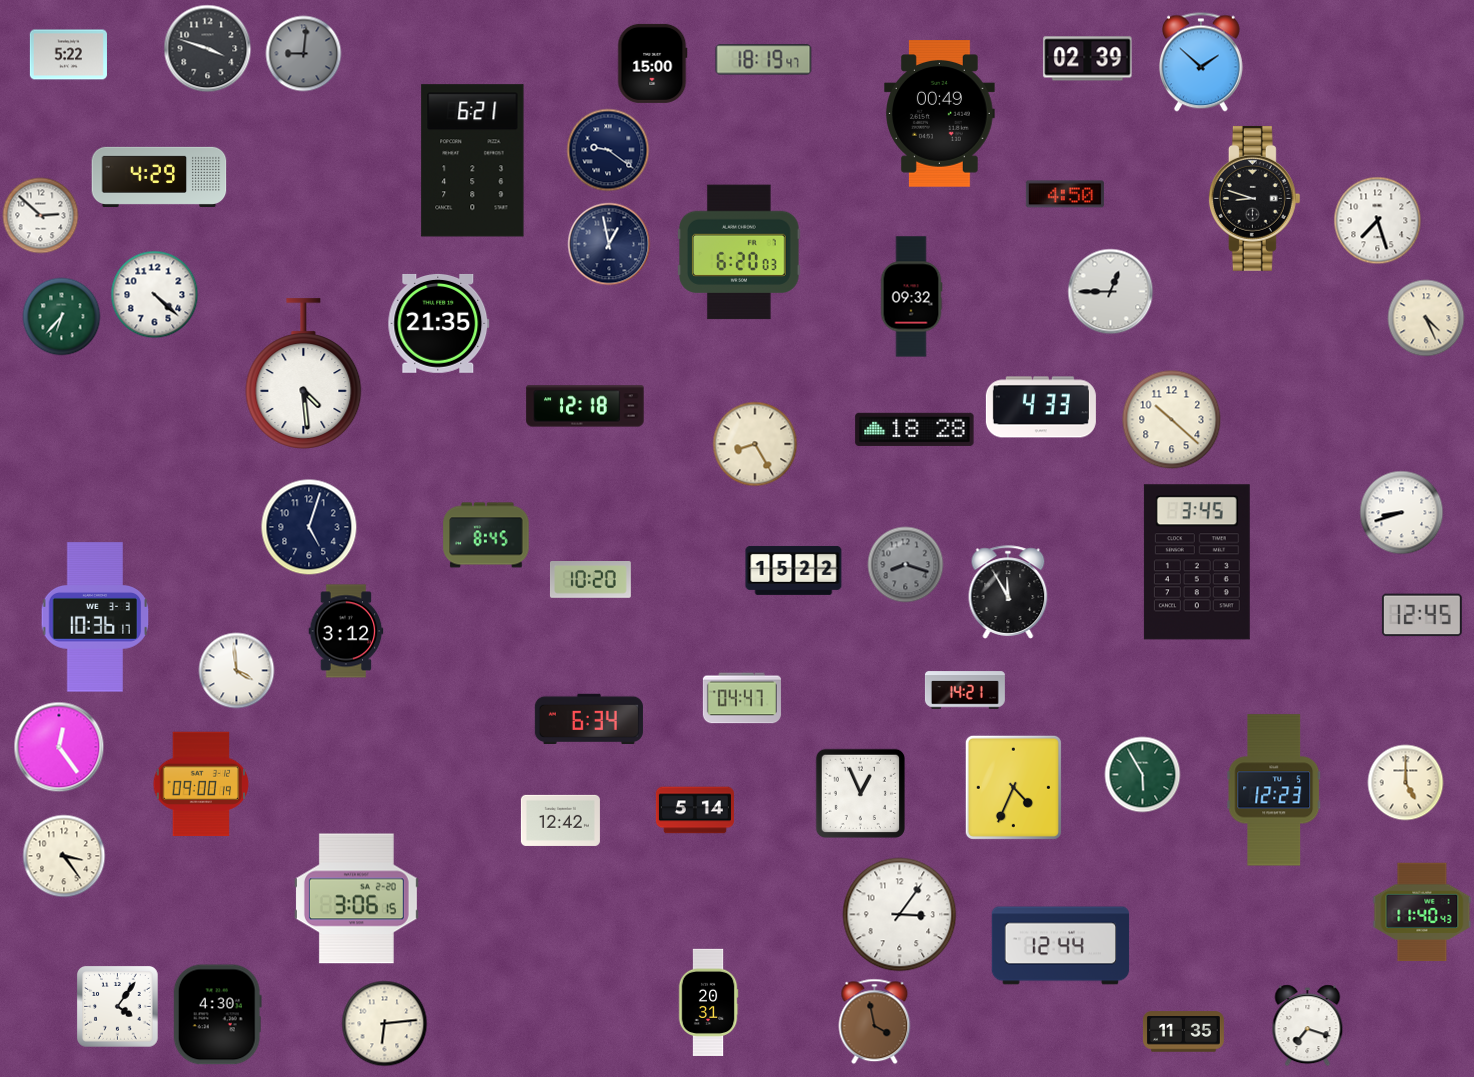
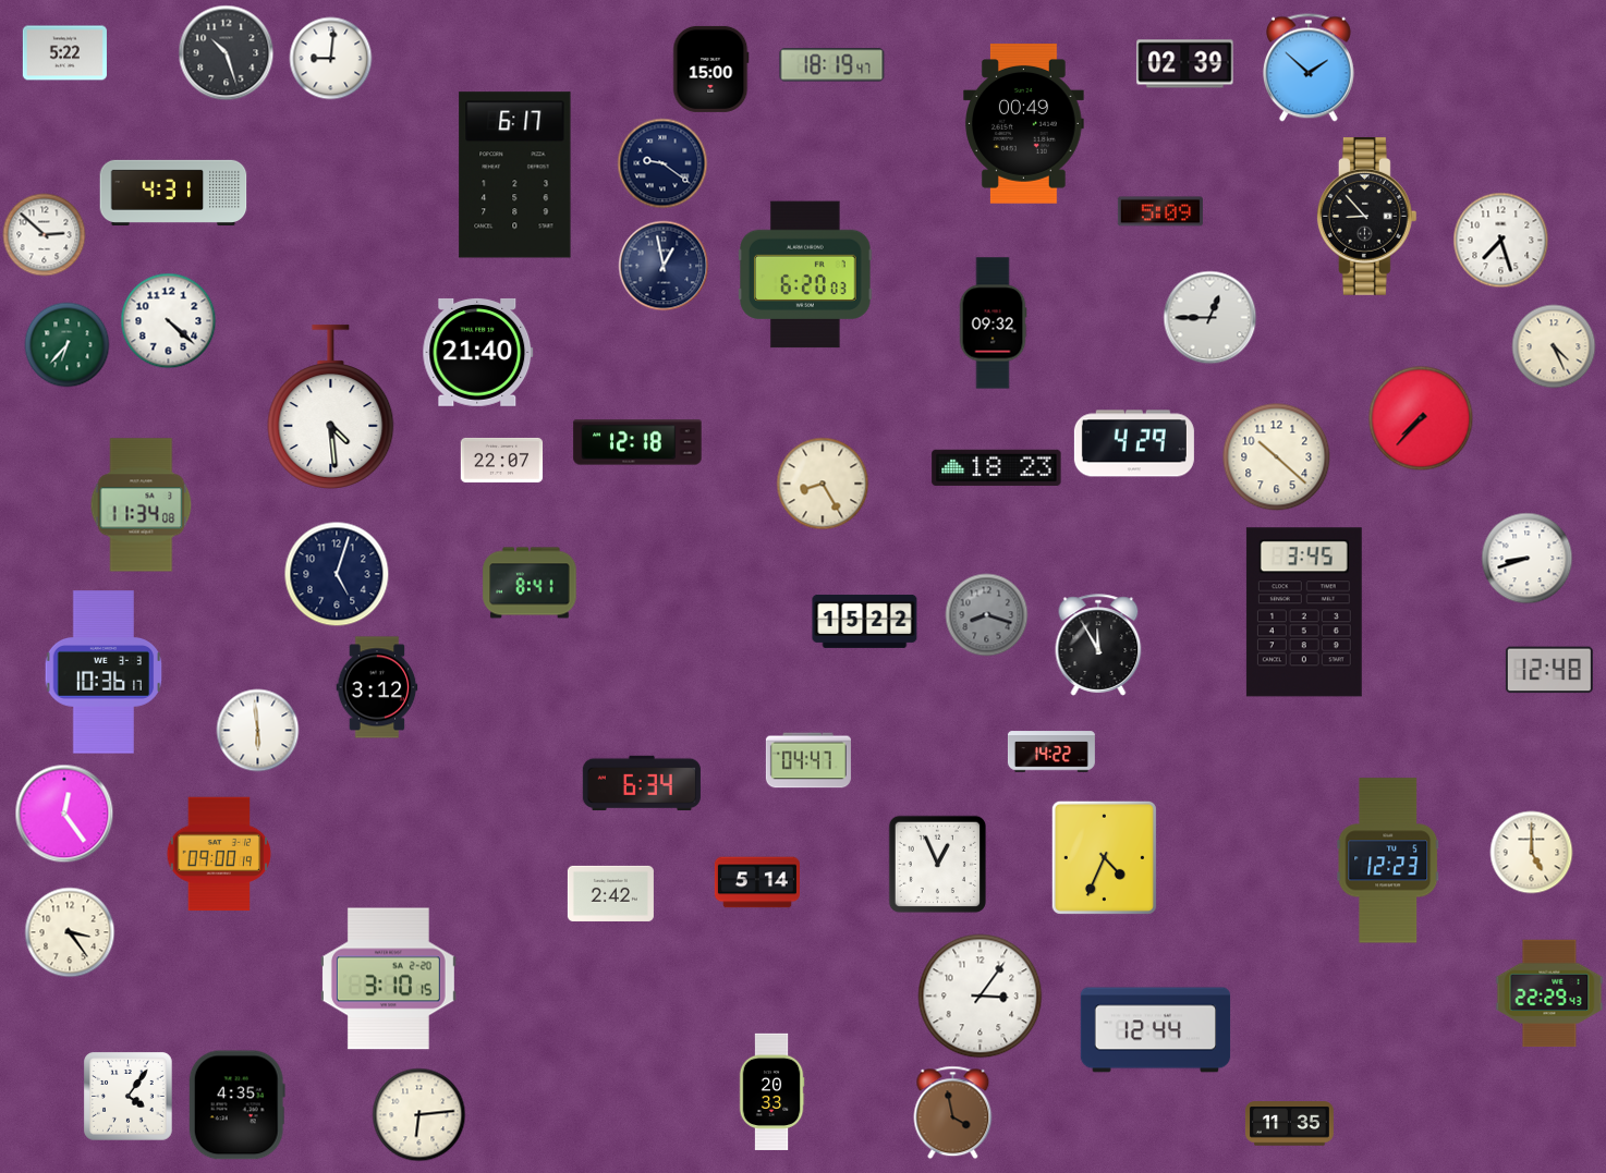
clock at (208, 49): 3:48 -> 10:27
clock at (304, 54) dial: grey -> white
clock at (68, 55) position: (68, 55) -> (64, 53)
clock at (473, 161): 6:21 -> 6:17
clock at (159, 177): 4:29 -> 4:31
clock at (1065, 194): 4:50 -> 5:09
clock at (1254, 198): 8:48 -> 8:53
clock at (439, 323): 21:35 -> 21:40
clock at (1421, 418): none -> 7:37
clock at (1041, 407): 4:33 -> 4:29
clock at (502, 460): none -> 22:07
clock at (915, 429): 18:28 -> 18:23
clock at (142, 505): none -> 11:34
clock at (486, 535): 8:45 -> 8:41
clock at (590, 580): 10:20 -> none
clock at (1422, 615): 12:45 -> 12:48
clock at (237, 671): 3:59 -> 5:59
clock at (965, 690): 14:21 -> 14:22
clock at (1143, 775): 5:55 -> none
clock at (560, 820): 12:42 -> 2:42
clock at (356, 899): 3:06 -> 3:10
clock at (1422, 912): 11:40 -> 22:29
clock at (708, 1002): 20:31 -> 20:33
clock at (217, 1015): 4:30 -> 4:35
clock at (1308, 1026): 7:18 -> none
